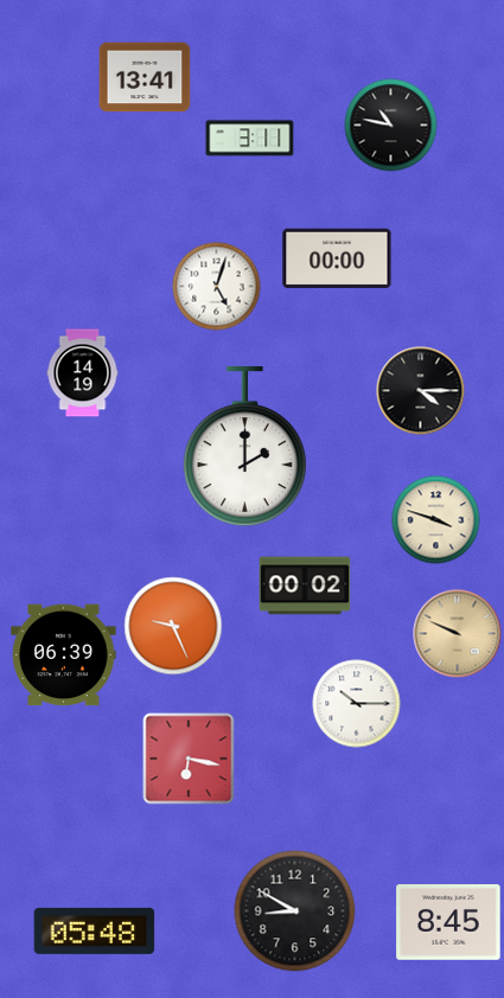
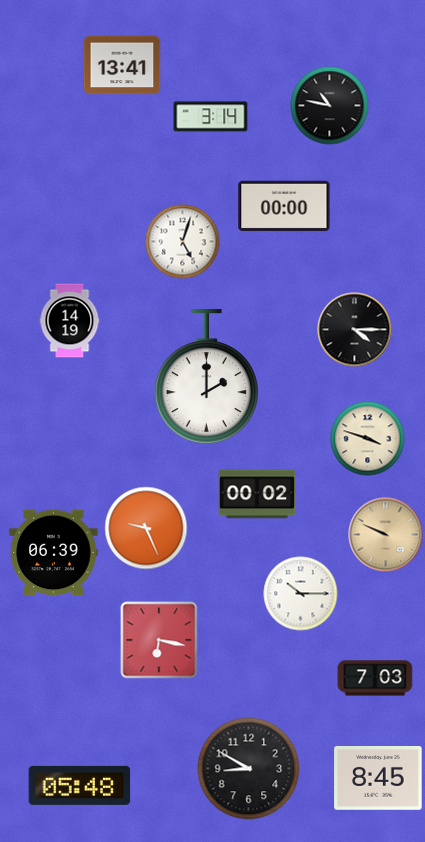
clock at (250, 139): 3:11 -> 3:14
clock at (337, 258) position: (337, 258) -> (284, 206)
clock at (83, 373) position: (83, 373) -> (70, 321)
clock at (375, 678): none -> 7:03
